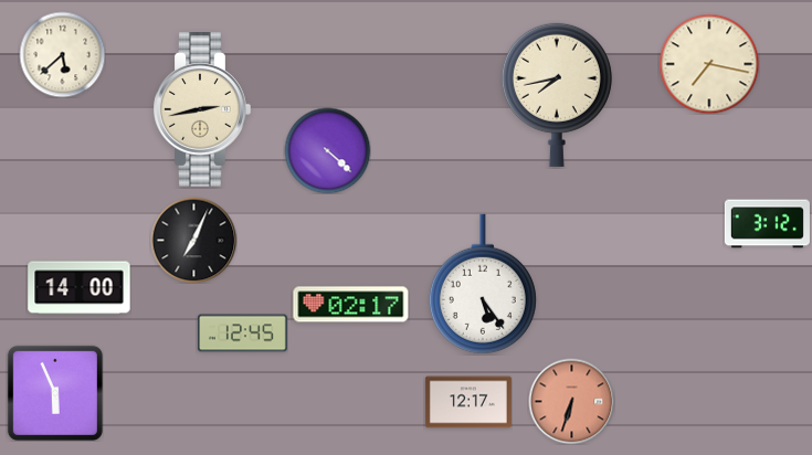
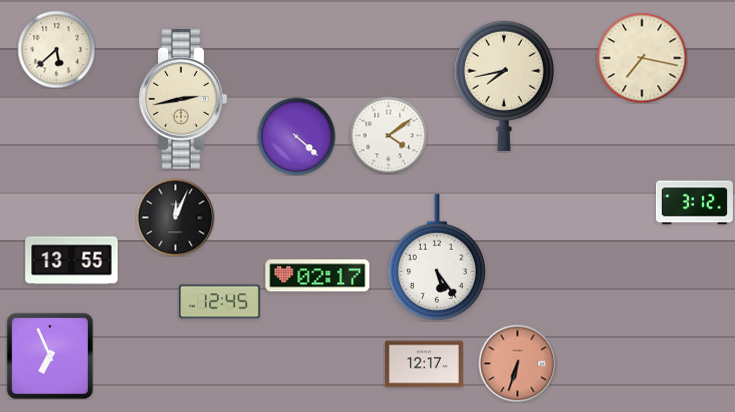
clock at (388, 135): none -> 4:09
clock at (193, 240): 7:04 -> 12:04
clock at (80, 288): 14:00 -> 13:55
clock at (55, 393): 5:56 -> 6:56
